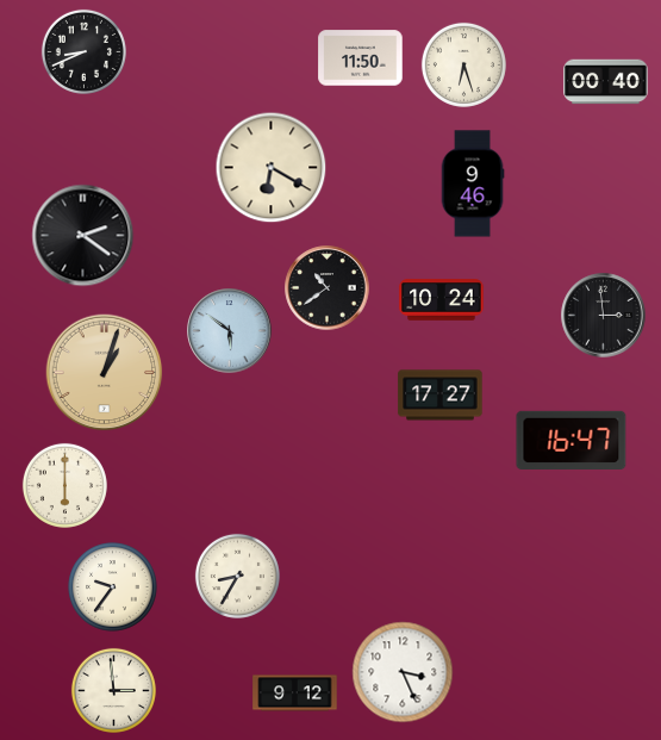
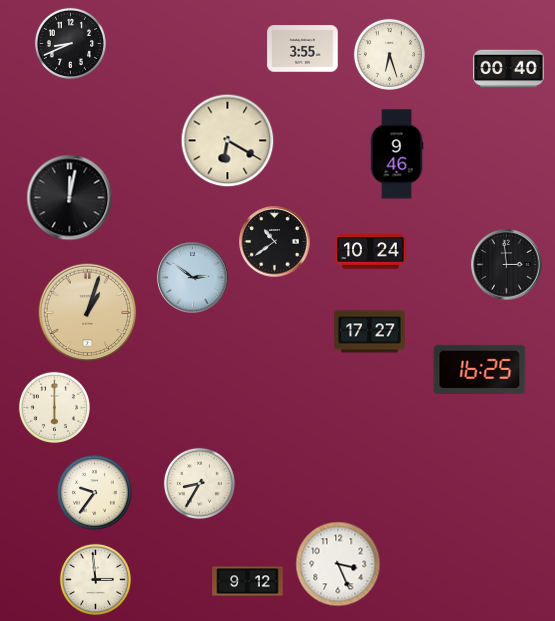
clock at (361, 58): 11:50 -> 3:55
clock at (83, 236): 2:21 -> 12:02
clock at (230, 331): 5:51 -> 2:51
clock at (572, 440): 16:47 -> 16:25
